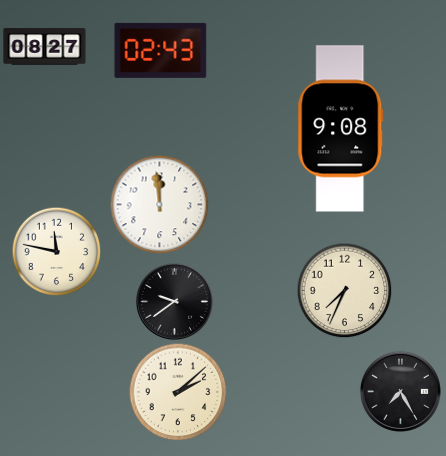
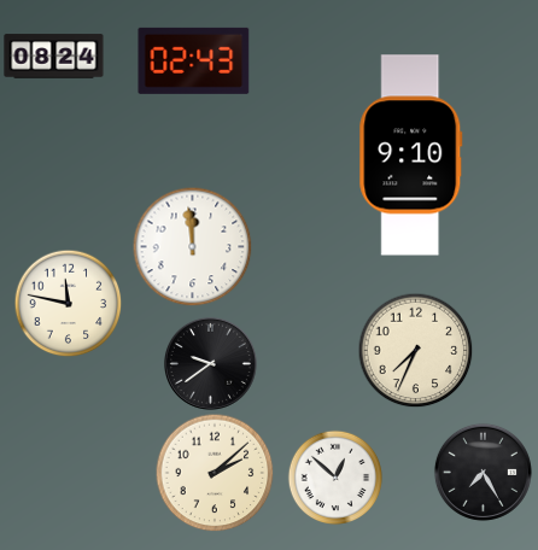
clock at (45, 47): 08:27 -> 08:24
clock at (341, 129): 9:08 -> 9:10
clock at (334, 476): none -> 12:52
